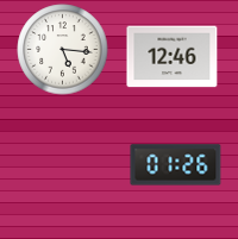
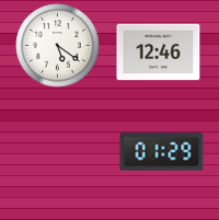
clock at (63, 50): 5:16 -> 5:21
clock at (176, 165): 01:26 -> 01:29
